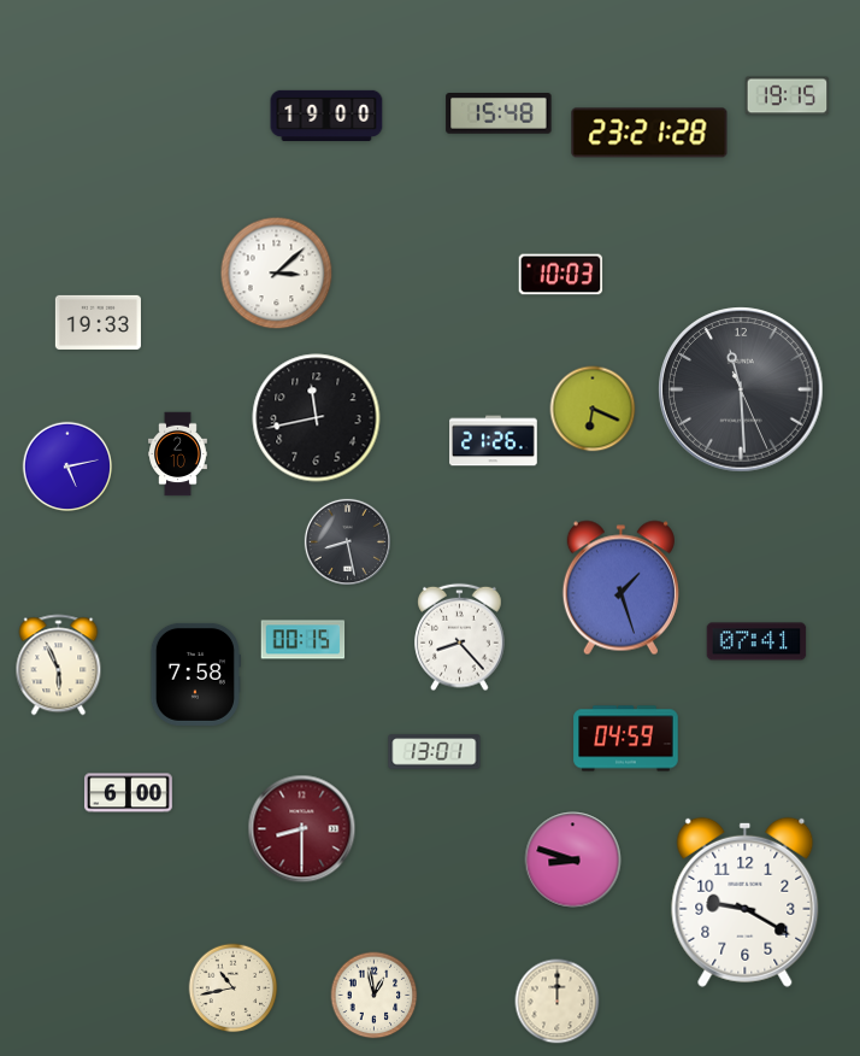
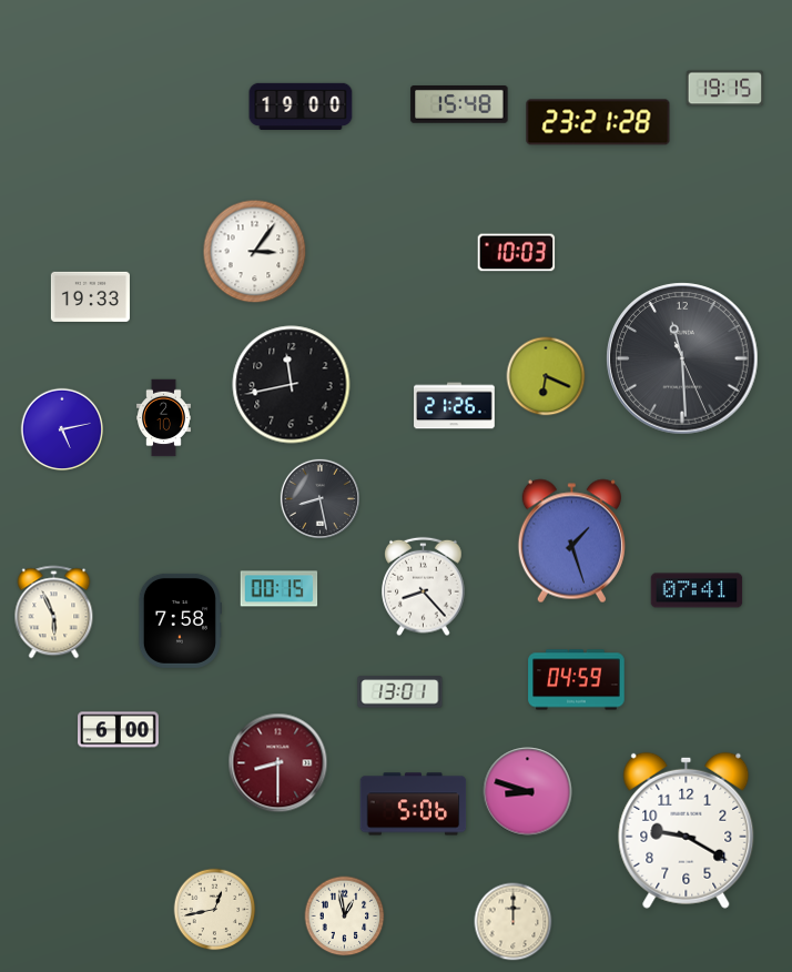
clock at (277, 274): 3:08 -> 3:06
clock at (414, 804): none -> 5:06
clock at (234, 988): 10:43 -> 12:43
